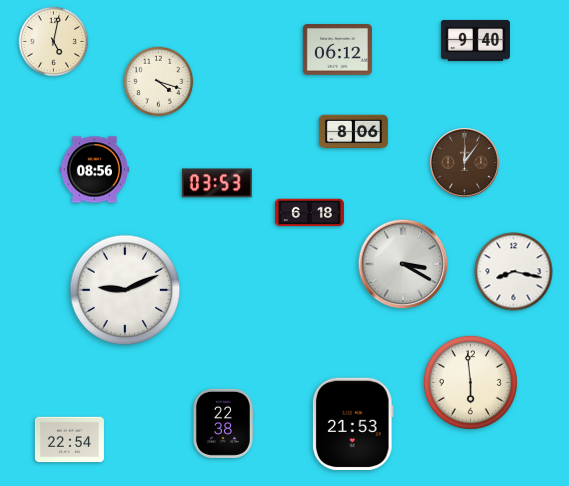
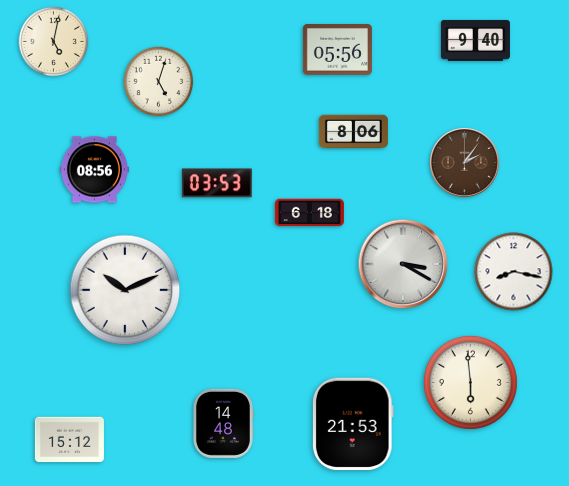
clock at (337, 50): 06:12 -> 05:56
clock at (159, 82): 4:18 -> 5:03
clock at (464, 162): 12:06 -> 2:06
clock at (125, 290): 9:11 -> 10:11
clock at (223, 423): 22:38 -> 14:48
clock at (69, 440): 22:54 -> 15:12
